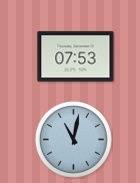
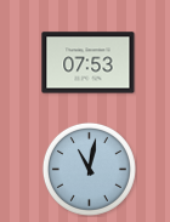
clock at (76, 57) position: (76, 57) -> (89, 63)
